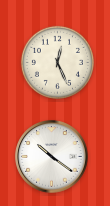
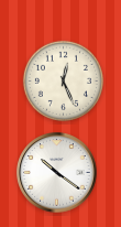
clock at (57, 62) position: (57, 62) -> (63, 80)
